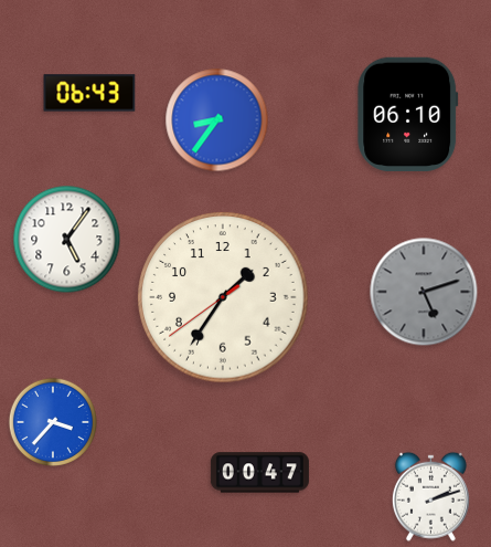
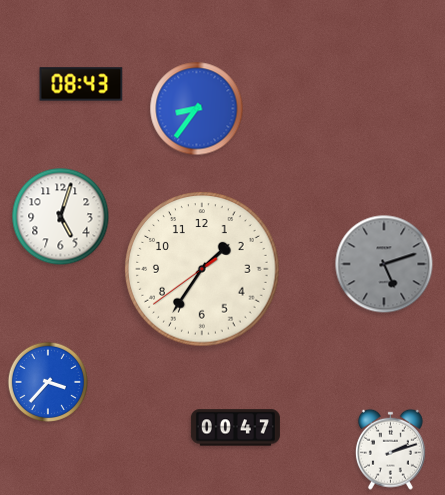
clock at (89, 93): 06:43 -> 08:43
clock at (408, 114): 06:10 -> none
clock at (67, 240): 5:06 -> 5:03
